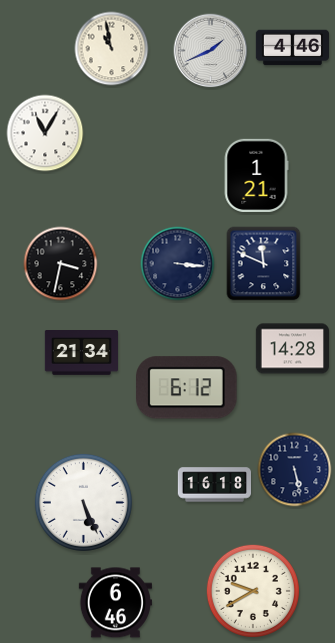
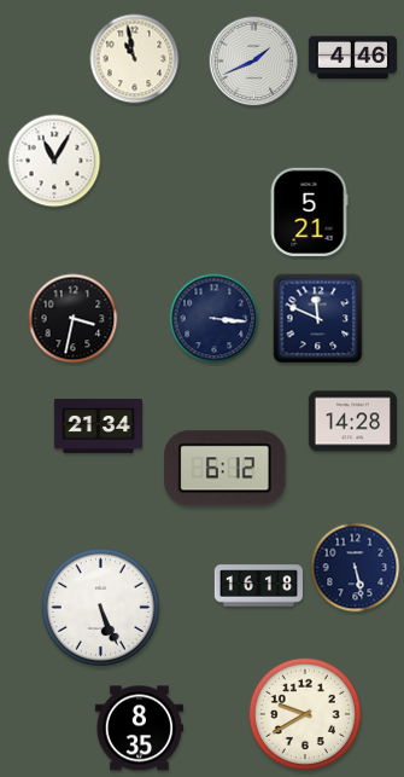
clock at (256, 175): 1:21 -> 5:21
clock at (115, 603): 6:46 -> 8:35
